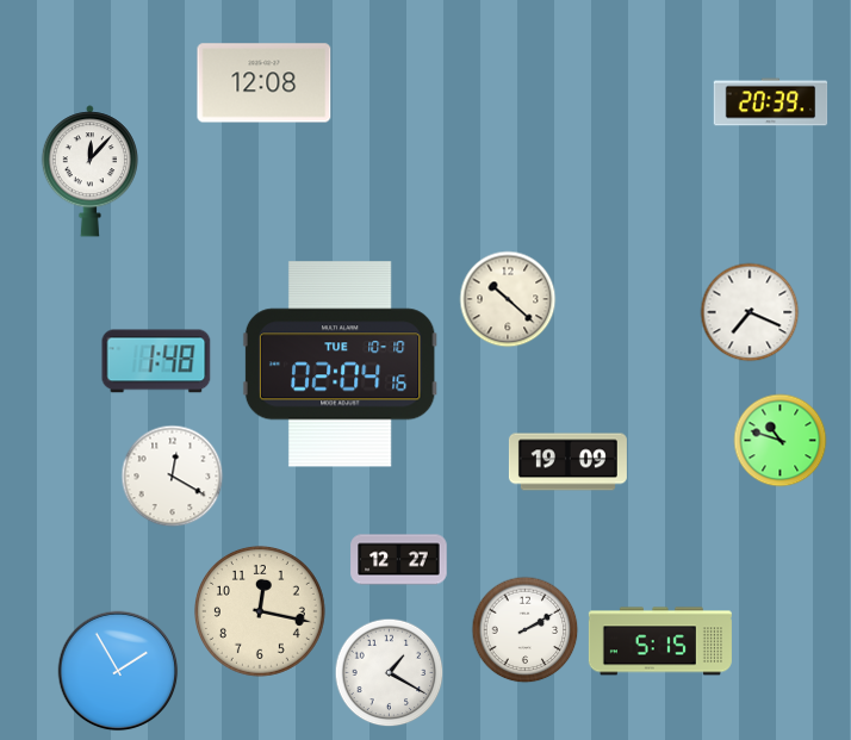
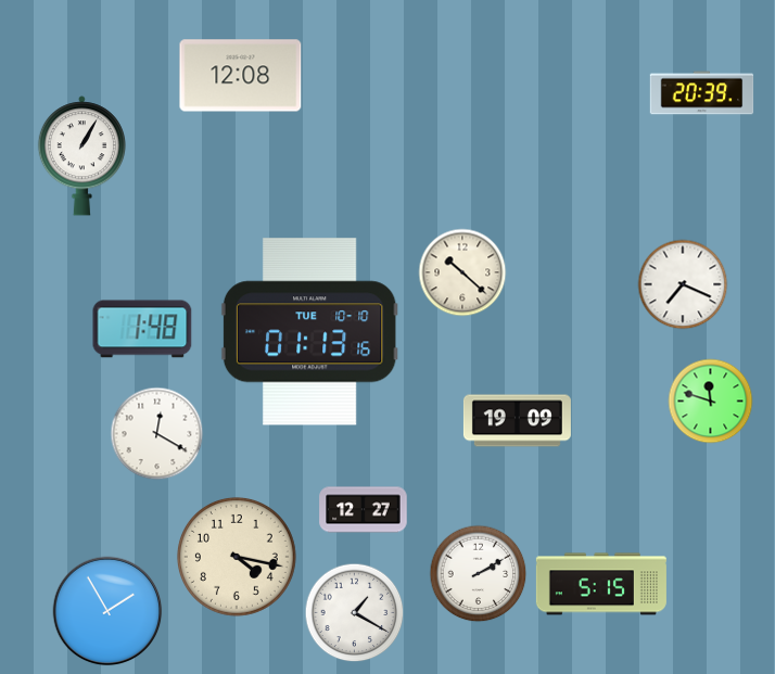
clock at (89, 172): 12:07 -> 1:05
clock at (340, 365): 02:04 -> 01:13
clock at (781, 441): 10:48 -> 11:48
clock at (260, 611): 12:17 -> 4:17
